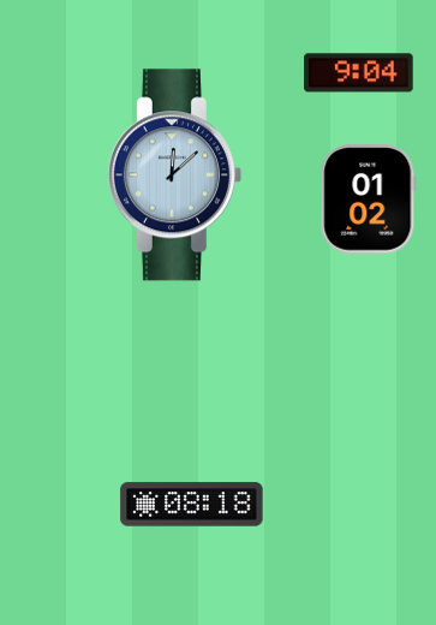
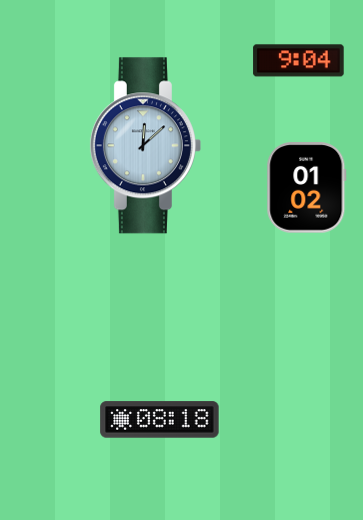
clock at (369, 200) position: (369, 200) -> (307, 188)
